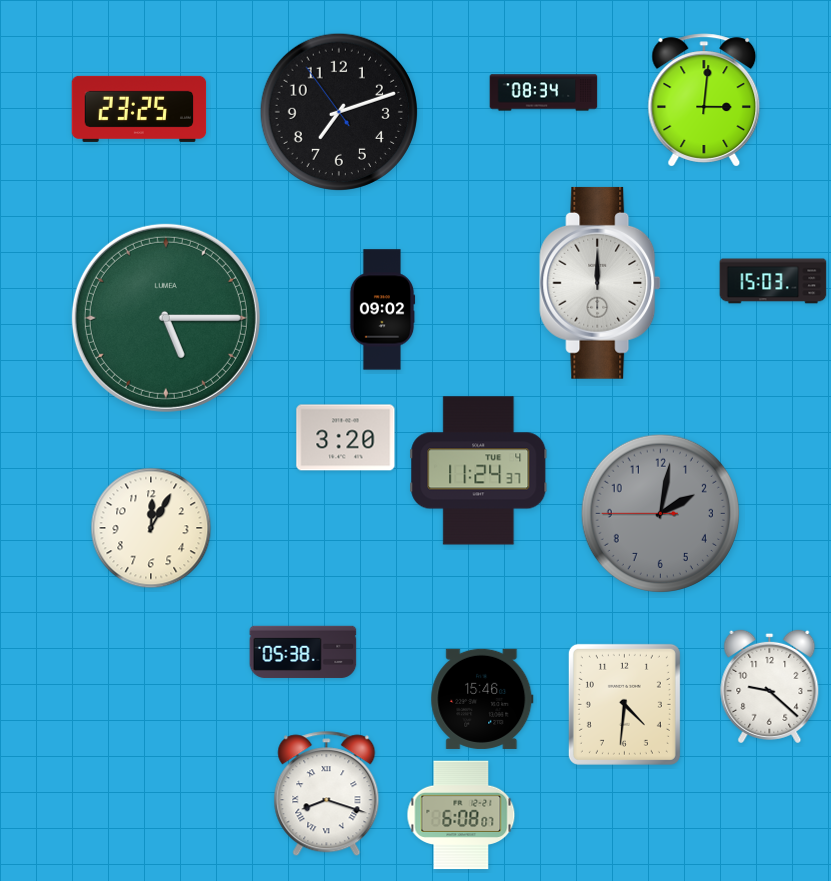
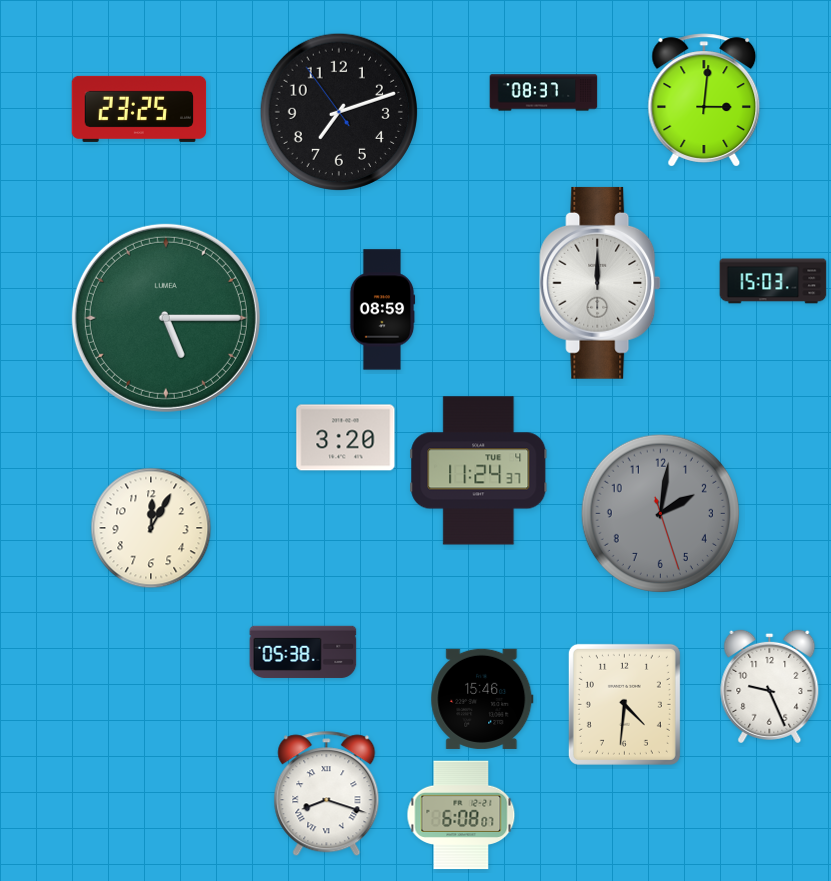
clock at (544, 93): 08:34 -> 08:37
clock at (382, 310): 09:02 -> 08:59
clock at (660, 513): 2:01:45 -> 2:01:27
clock at (770, 686): 9:22 -> 9:26
